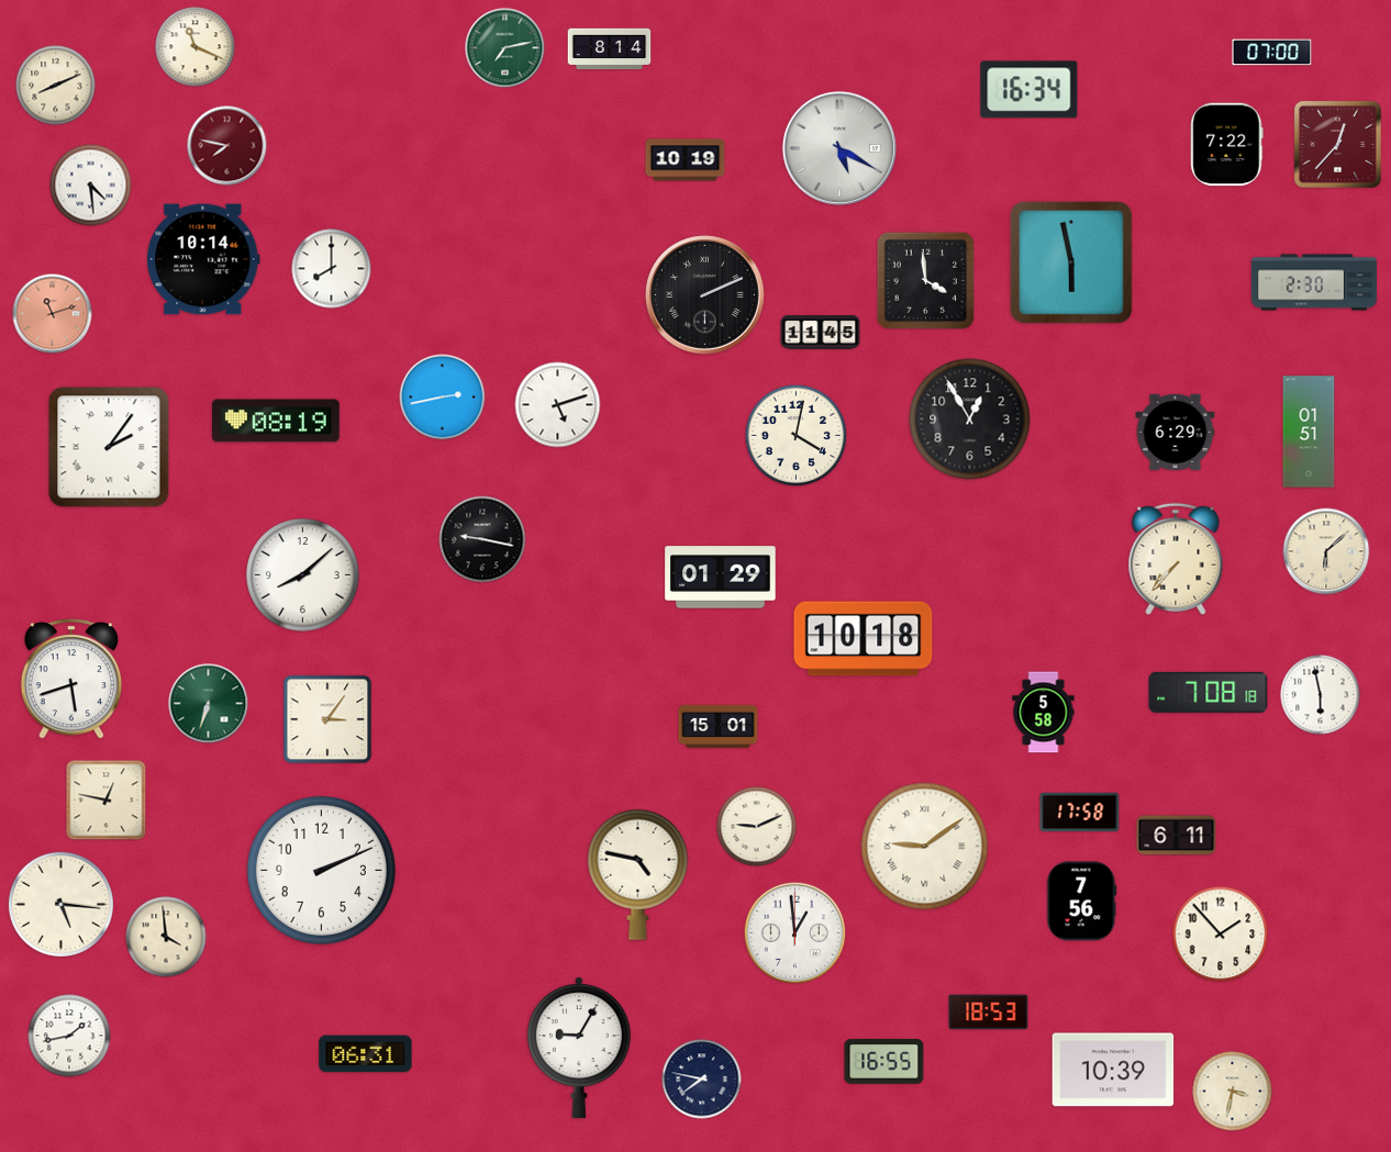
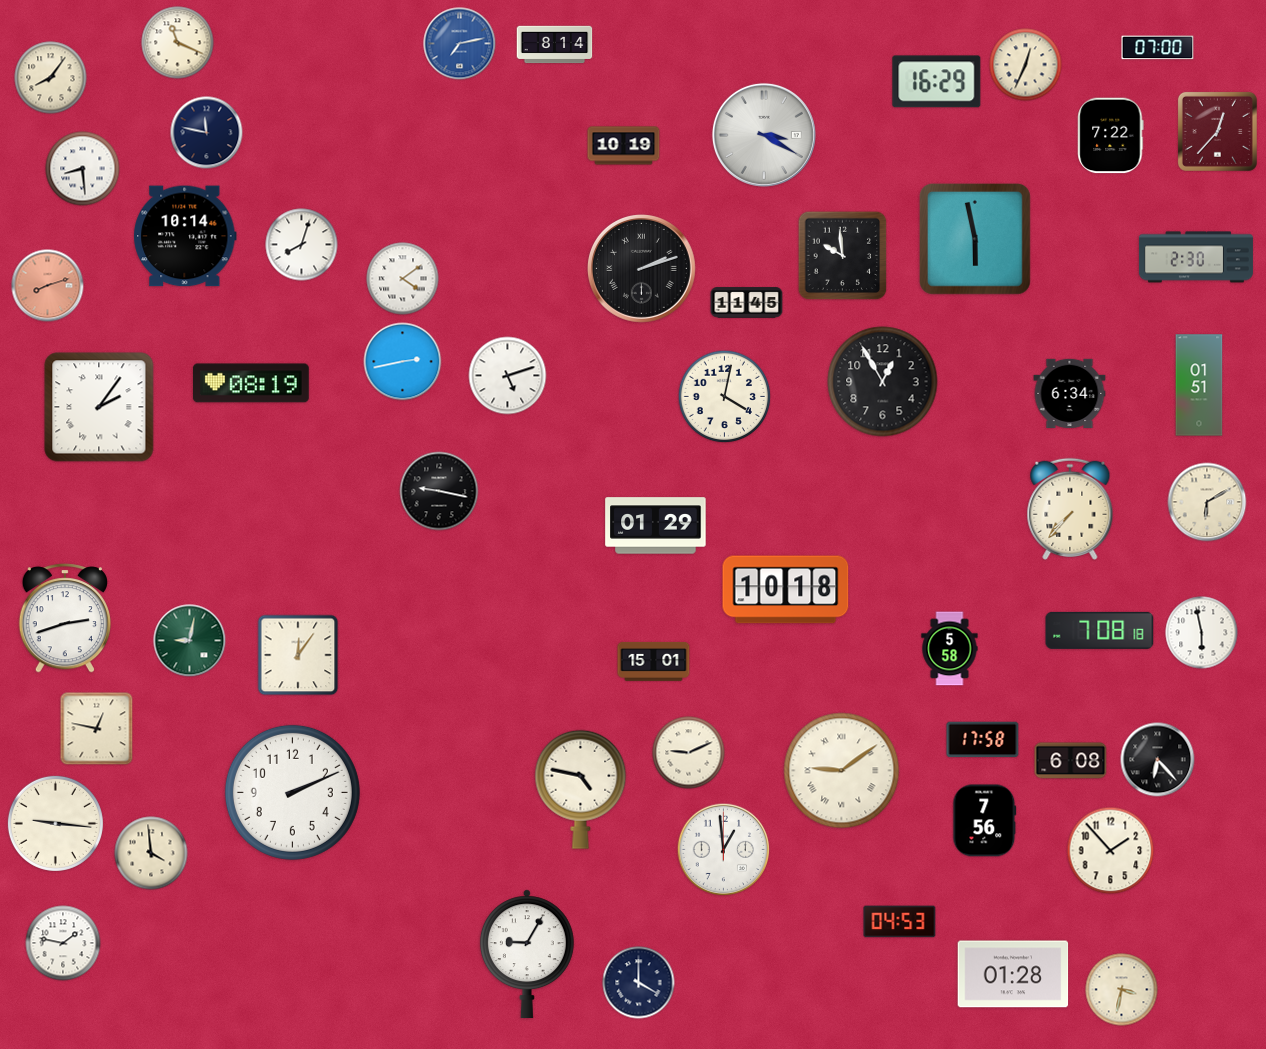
clock at (505, 48) dial: green -> blue
clock at (1026, 65): none -> 12:34
clock at (56, 86): 8:11 -> 8:06
clock at (1030, 90): 16:34 -> 16:29
clock at (1227, 145) position: (1227, 145) -> (1111, 136)
clock at (227, 146): 7:47 -> 11:47
clock at (227, 146) dial: burgundy -> navy
clock at (839, 148): 5:20 -> 3:20
clock at (91, 186): 4:29 -> 8:29
clock at (332, 269): 8:00 -> 8:03
clock at (926, 281): 3:59 -> 9:59
clock at (704, 294): 2:11 -> 2:12
clock at (403, 279): none -> 4:09
clock at (53, 314): 11:12 -> 8:12
clock at (558, 405) position: (558, 405) -> (508, 376)
clock at (1176, 432): 6:29 -> 6:34
clock at (1309, 432) position: (1309, 432) -> (1199, 385)
clock at (1326, 551): 6:08 -> 6:10
clock at (303, 575): 8:08 -> none
clock at (864, 639) position: (864, 639) -> (786, 590)
clock at (71, 679): 5:42 -> 2:42
clock at (209, 704): 6:33 -> 9:02
clock at (327, 719): 3:06 -> 12:06
clock at (1158, 760): none -> 6:23
clock at (1177, 836): 6:11 -> 6:08
clock at (638, 874) position: (638, 874) -> (581, 789)
clock at (60, 904): 5:16 -> 9:16
clock at (989, 1013): 18:53 -> 04:53
clock at (69, 1036): 1:43 -> 1:47
clock at (366, 1054): 06:31 -> none
clock at (884, 1062): 16:55 -> none
clock at (1113, 1070): 10:39 -> 01:28
clock at (702, 1080): 7:47 -> 4:00
clock at (1233, 1092) position: (1233, 1092) -> (1122, 990)
